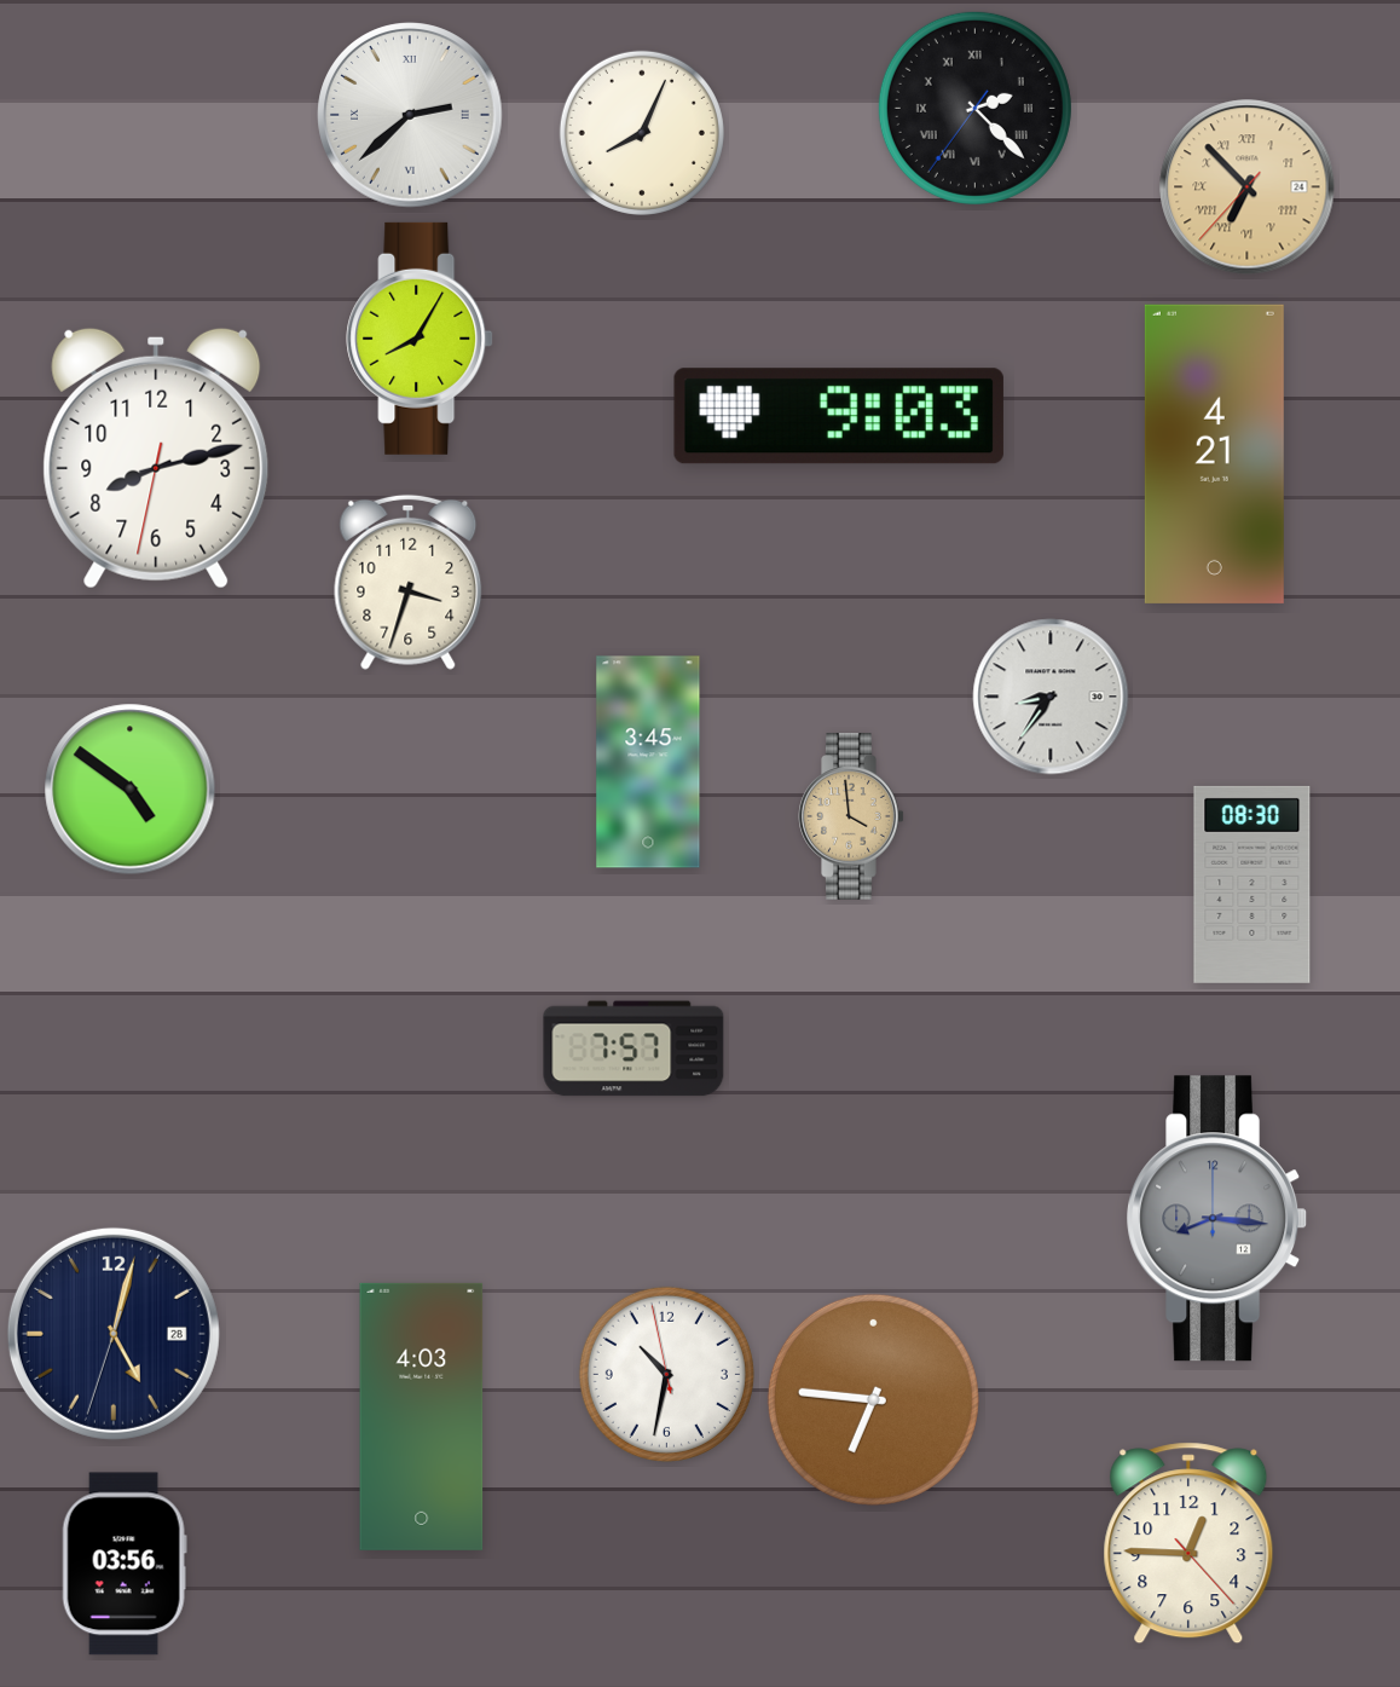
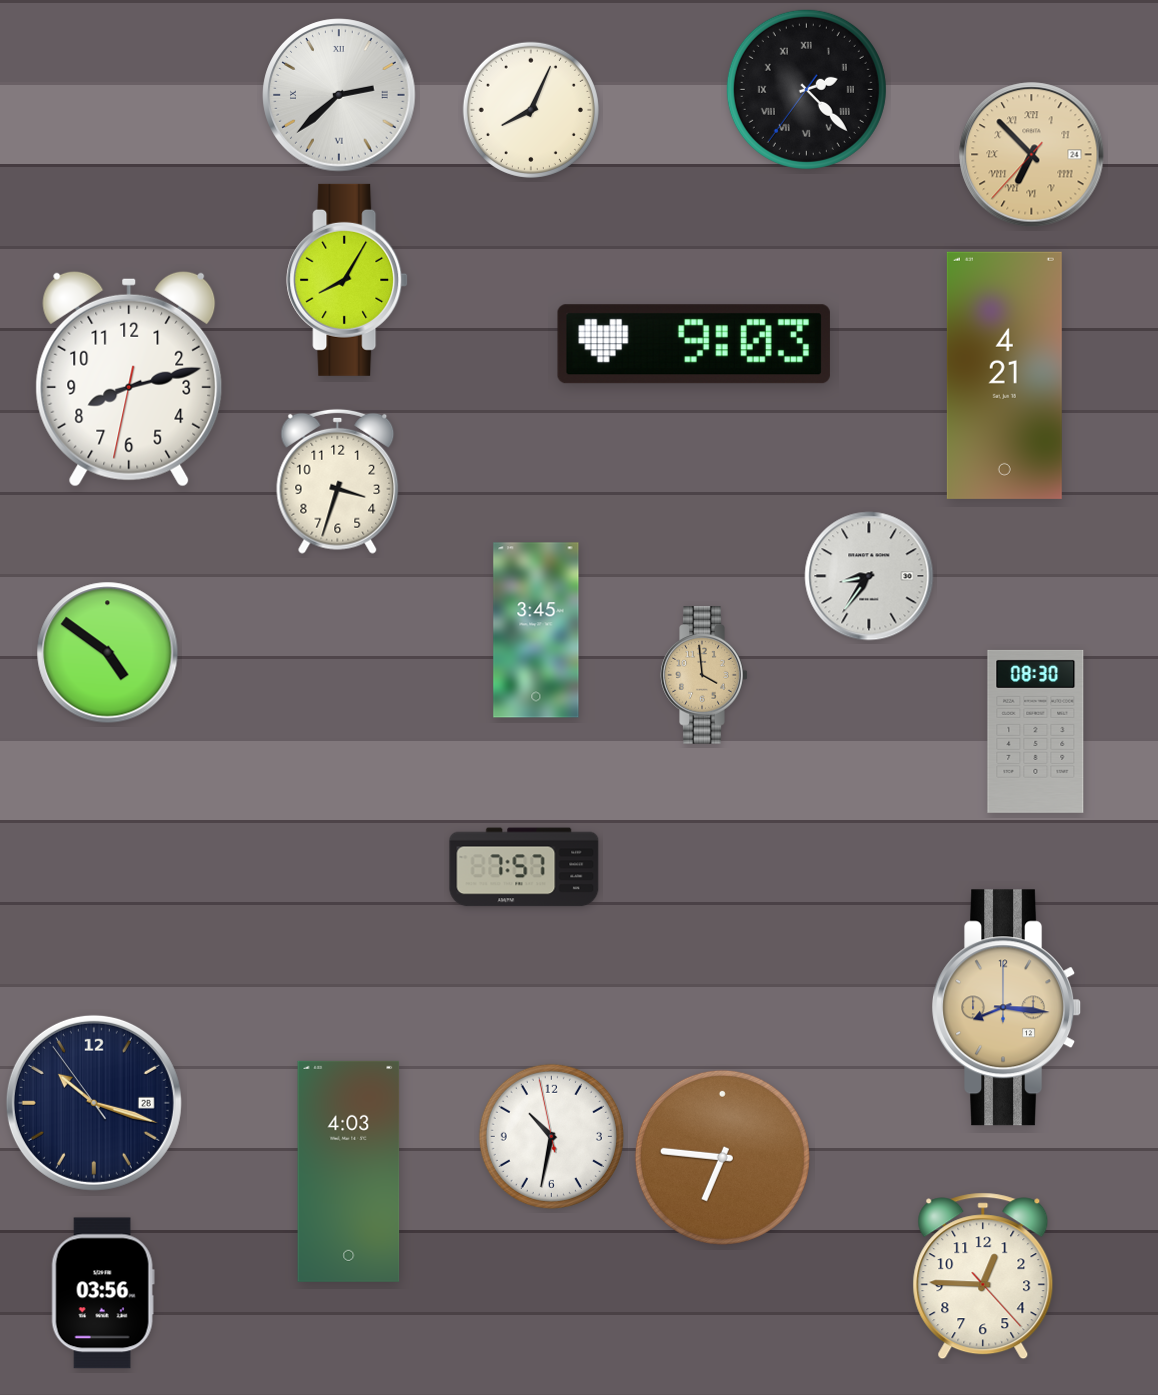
clock at (1217, 1219) dial: grey -> champagne
clock at (114, 1334): 5:02 -> 10:17
